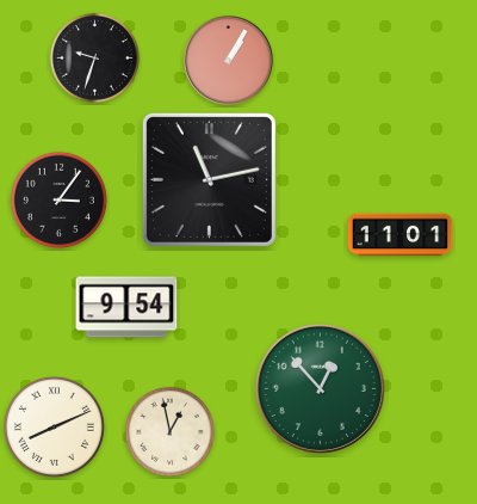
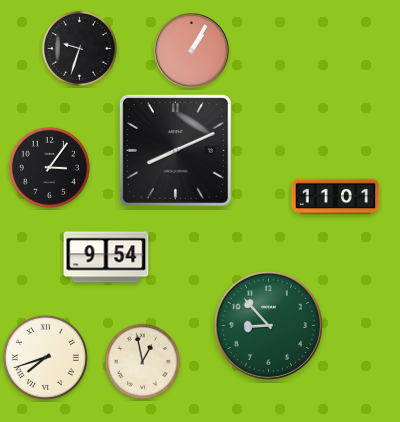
clock at (209, 179): 11:13 -> 8:11
clock at (320, 388): 12:53 -> 8:53
clock at (54, 426): 8:11 -> 7:42
